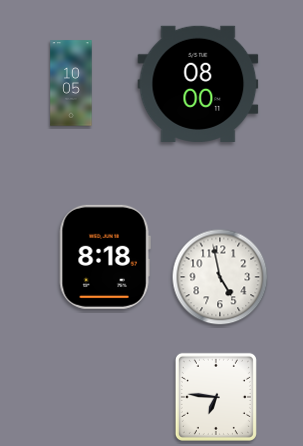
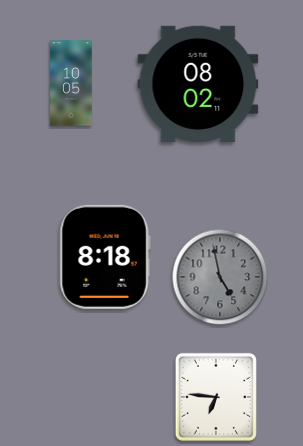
clock at (198, 84): 08:00 -> 08:02
clock at (220, 277) dial: white -> grey
